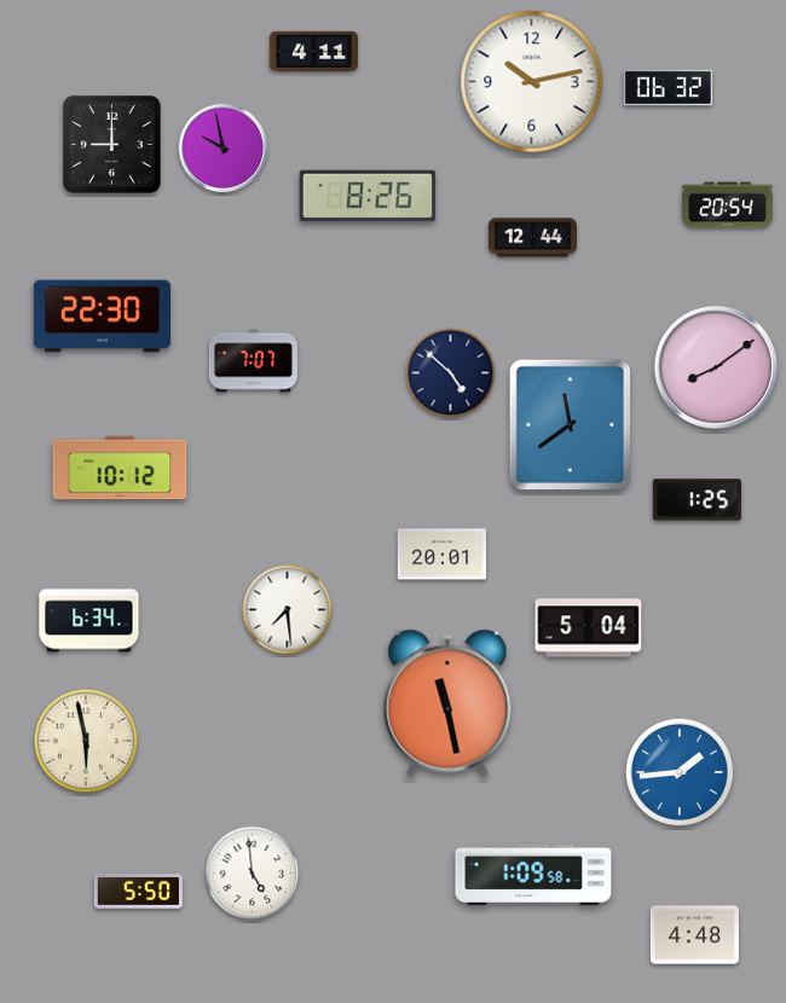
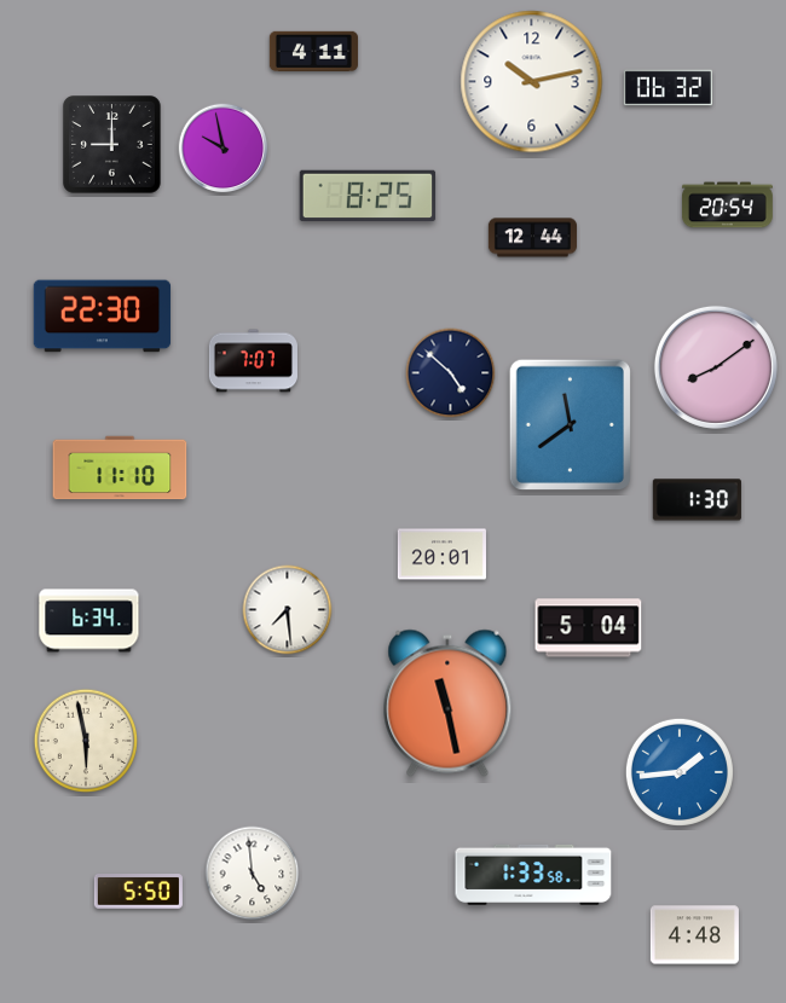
clock at (368, 196): 8:26 -> 8:25
clock at (120, 468): 10:12 -> 11:10
clock at (697, 500): 1:25 -> 1:30
clock at (533, 875): 1:09 -> 1:33
